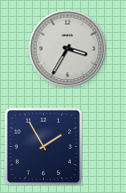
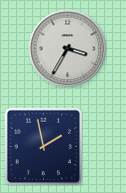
clock at (43, 146): 1:55 -> 1:58
